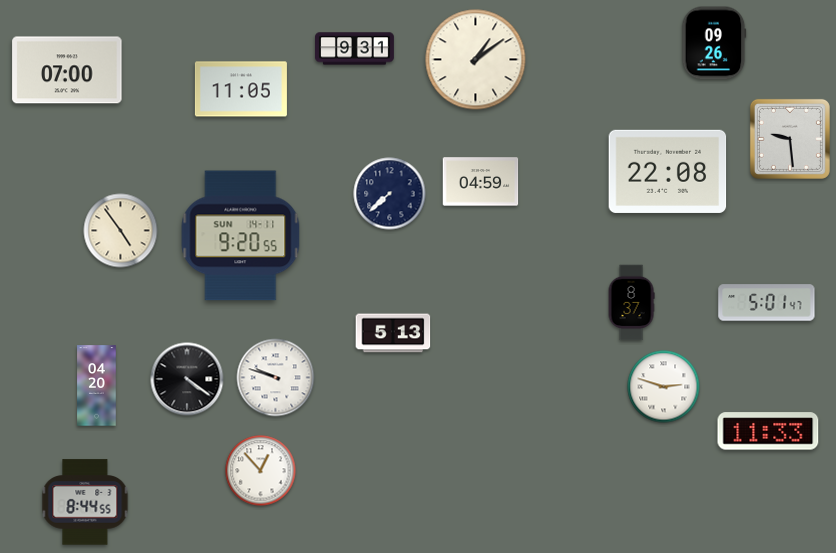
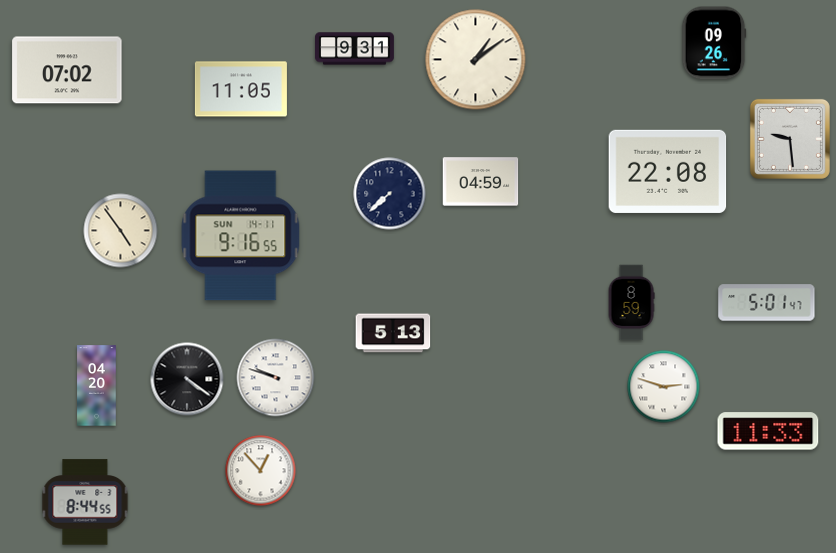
clock at (67, 70): 07:00 -> 07:02
clock at (241, 236): 9:20 -> 9:16
clock at (631, 303): 8:37 -> 8:59
